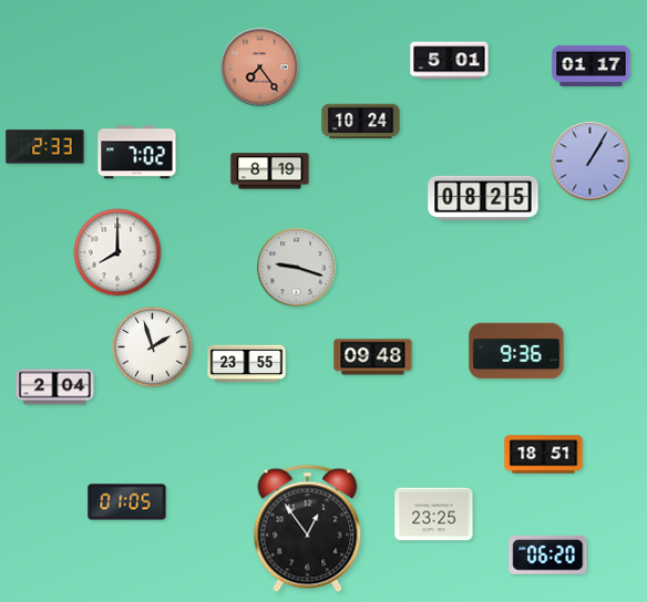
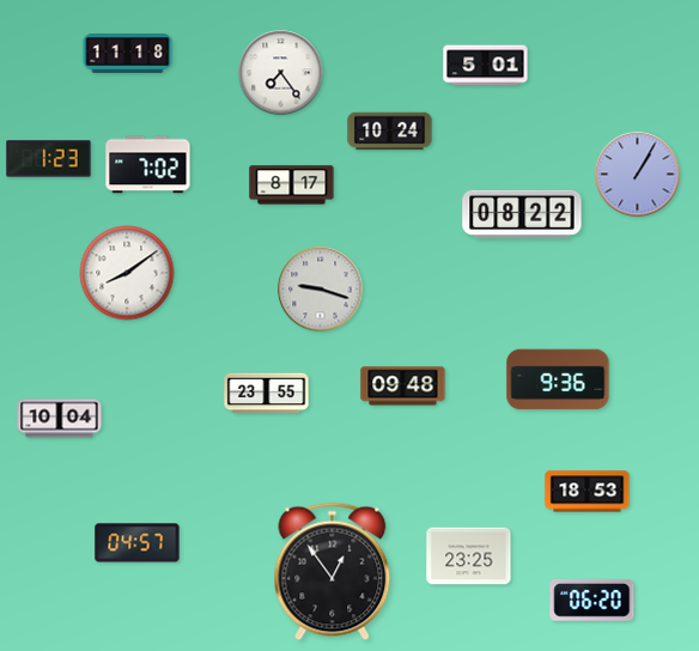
clock at (128, 54): none -> 11:18
clock at (592, 65): 01:17 -> none
clock at (260, 68) dial: salmon -> white
clock at (45, 147): 2:33 -> 1:23
clock at (270, 172): 8:19 -> 8:17
clock at (483, 198): 08:25 -> 08:22
clock at (117, 252): 8:00 -> 8:09
clock at (153, 347): 1:57 -> none
clock at (55, 387): 2:04 -> 10:04
clock at (544, 455): 18:51 -> 18:53
clock at (127, 502): 01:05 -> 04:57
